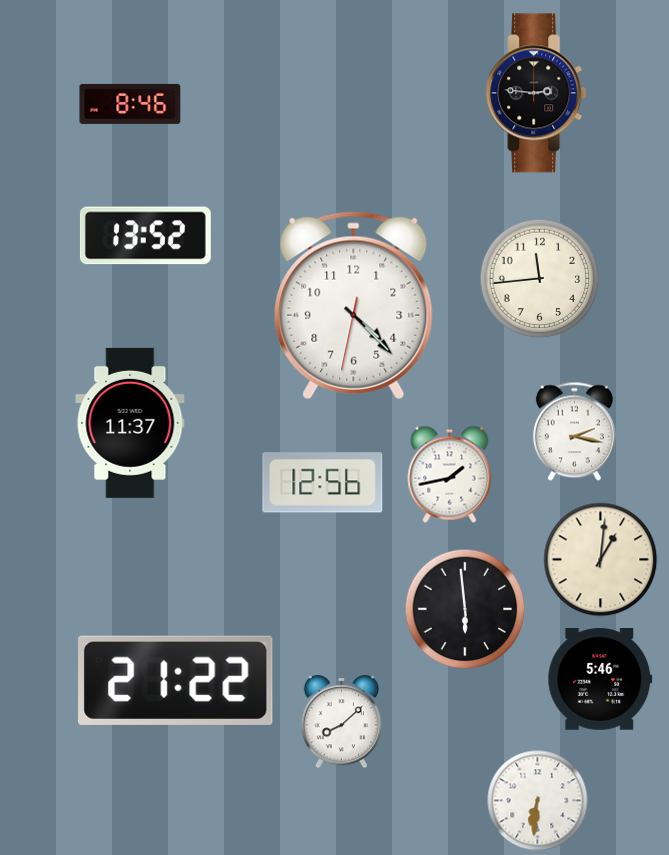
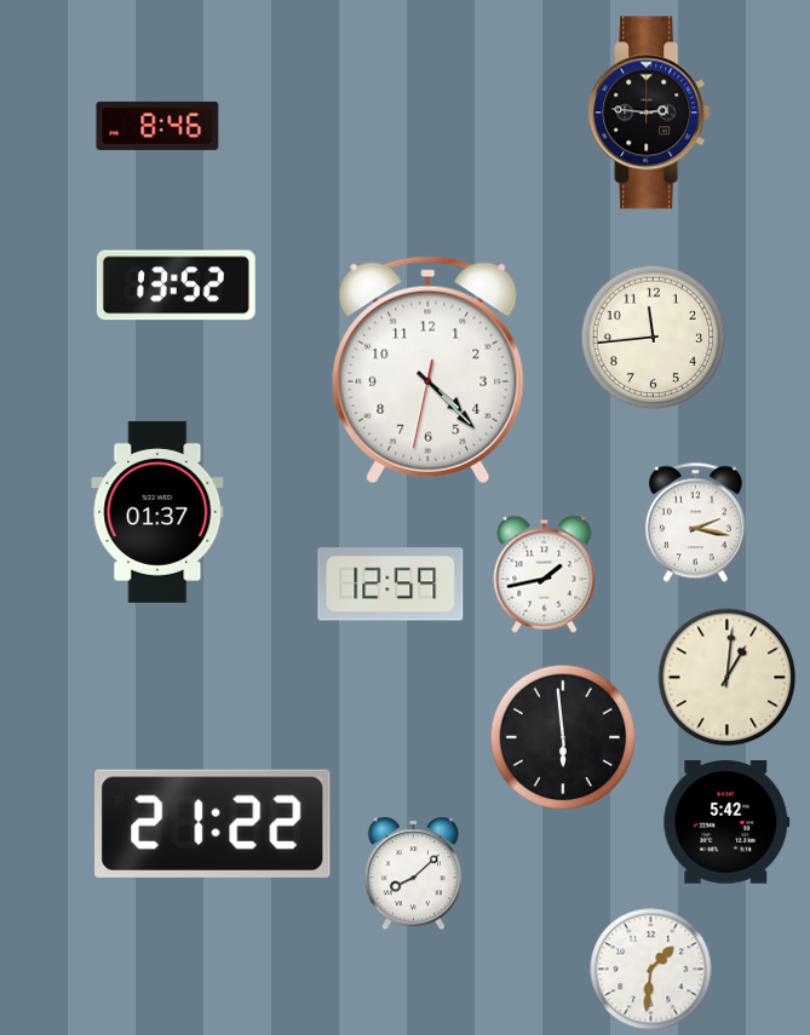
clock at (130, 423): 11:37 -> 01:37
clock at (323, 483): 12:56 -> 12:59
clock at (600, 679): 5:46 -> 5:42
clock at (538, 801): 6:31 -> 1:31
